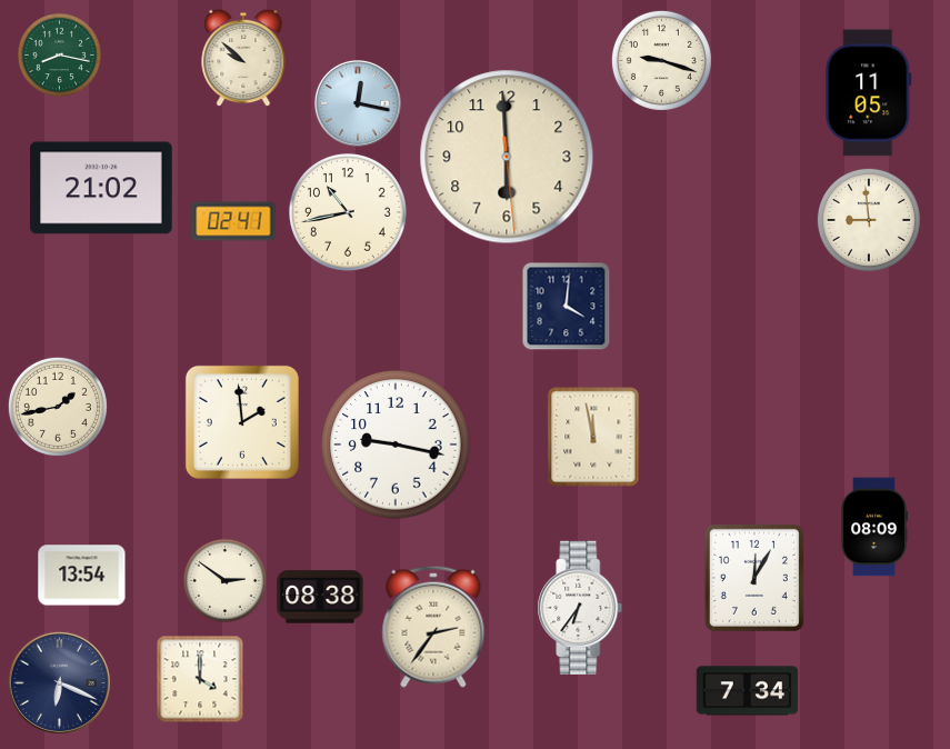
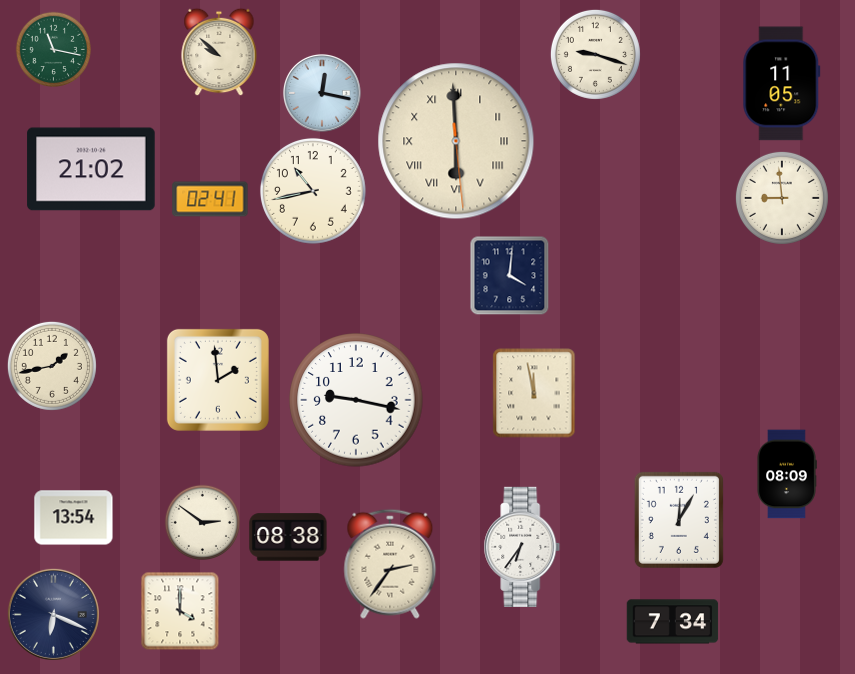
clock at (59, 54): 8:17 -> 11:17
clock at (507, 157) numerals: Arabic -> Roman
